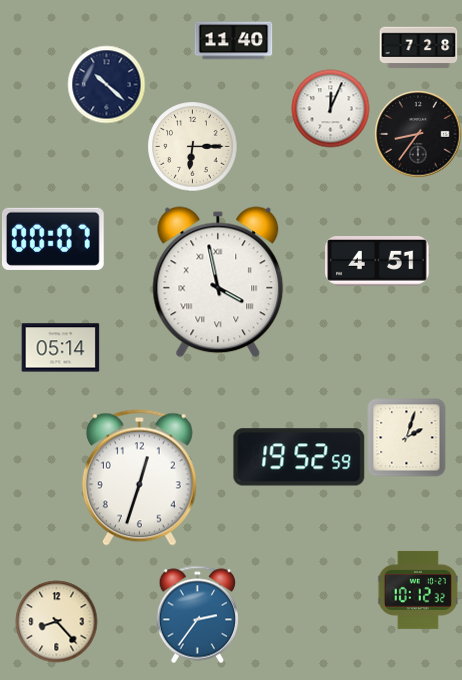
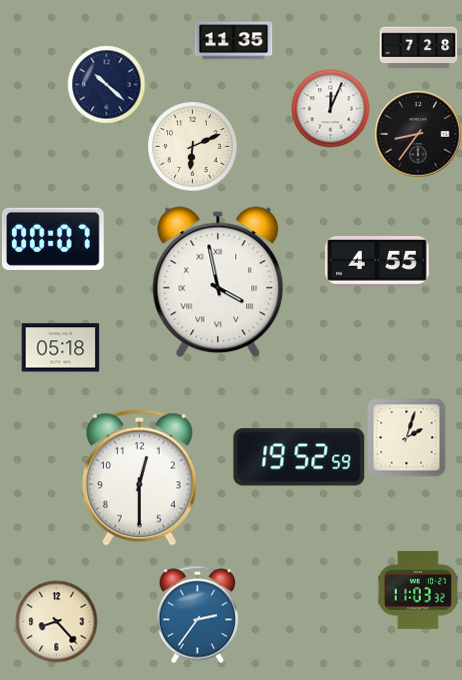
clock at (233, 41): 11:40 -> 11:35
clock at (192, 146): 6:15 -> 6:11
clock at (377, 262): 4:51 -> 4:55
clock at (60, 348): 05:14 -> 05:18
clock at (139, 477): 12:33 -> 12:30
clock at (418, 590): 10:12 -> 11:03
